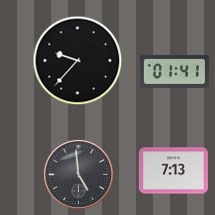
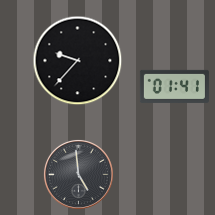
clock at (174, 71) position: (174, 71) -> (174, 86)
clock at (173, 171): 7:13 -> none
